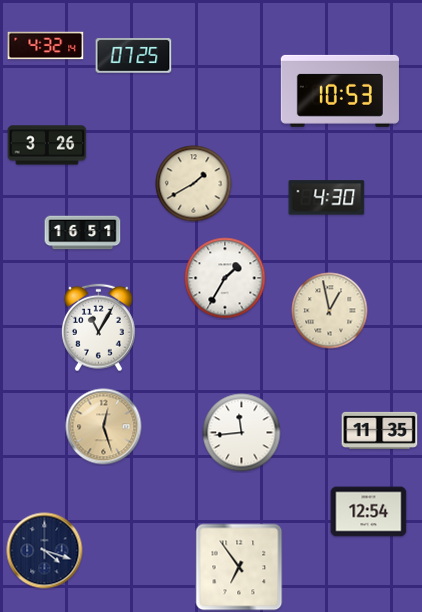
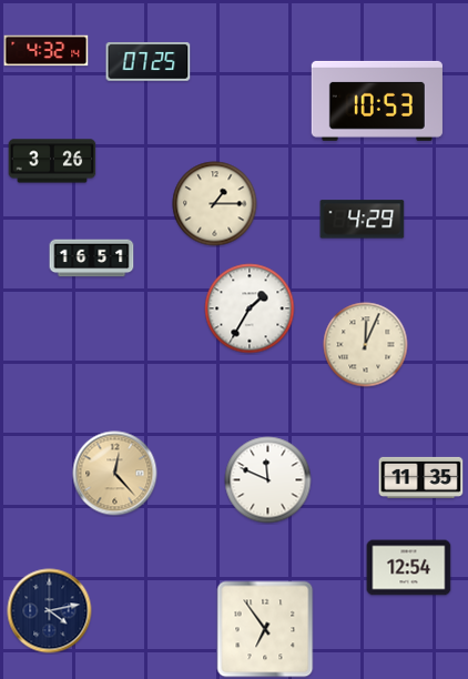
clock at (46, 46) position: (46, 46) -> (47, 51)
clock at (194, 184): 1:40 -> 1:15
clock at (327, 198): 4:30 -> 4:29
clock at (330, 311): 12:58 -> 12:04
clock at (99, 328): 11:05 -> none
clock at (104, 427): 12:27 -> 12:23
clock at (242, 433): 11:44 -> 11:49
clock at (45, 551): 4:18 -> 4:13
